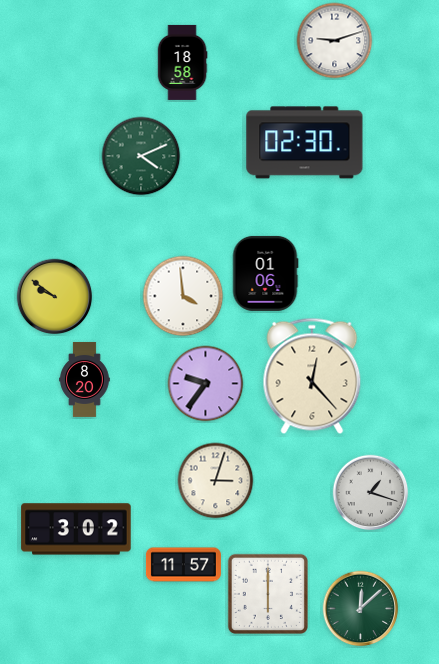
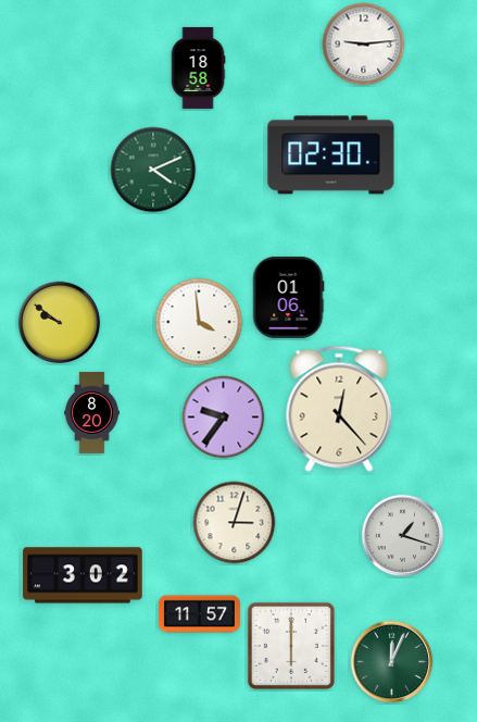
clock at (335, 41): 9:12 -> 9:14
clock at (361, 609): 12:08 -> 12:04
